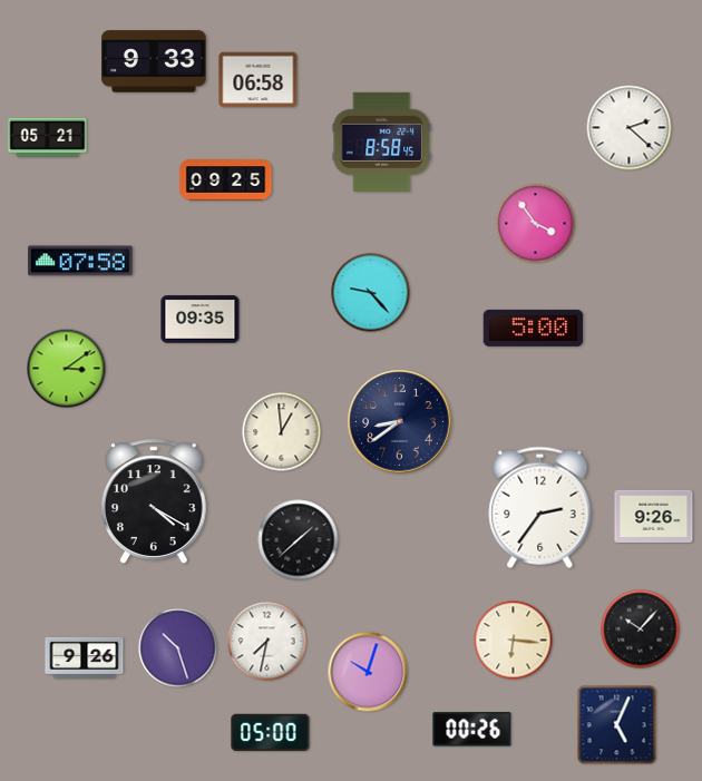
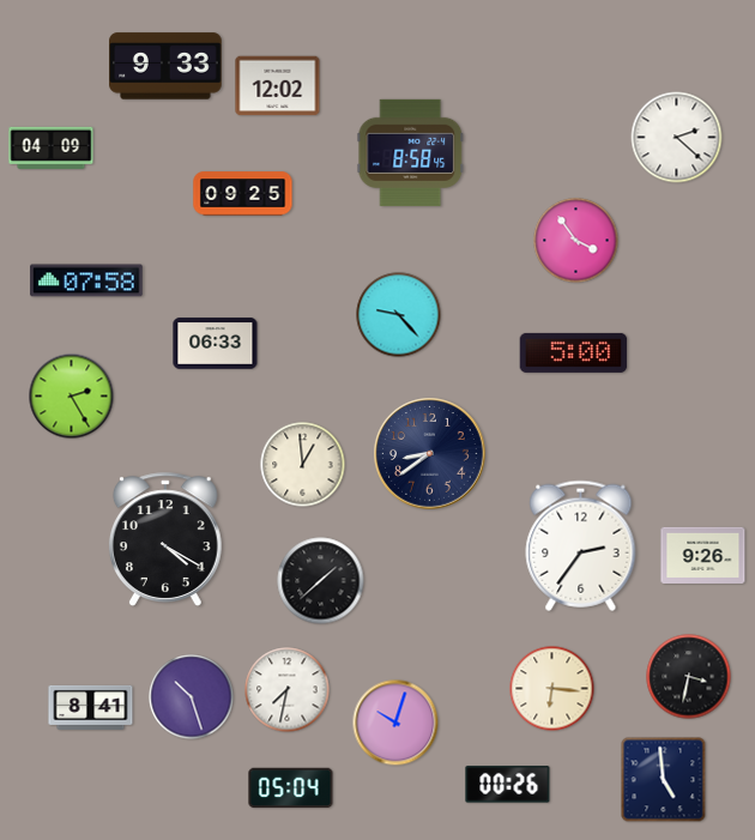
clock at (259, 80): 06:58 -> 12:02
clock at (48, 137): 05:21 -> 04:09
clock at (201, 320): 09:35 -> 06:33
clock at (67, 369): 3:09 -> 2:25
clock at (641, 629): 10:07 -> 3:32
clock at (85, 657): 9:26 -> 8:41
clock at (617, 725): 5:04 -> 4:59
clock at (271, 733): 05:00 -> 05:04
